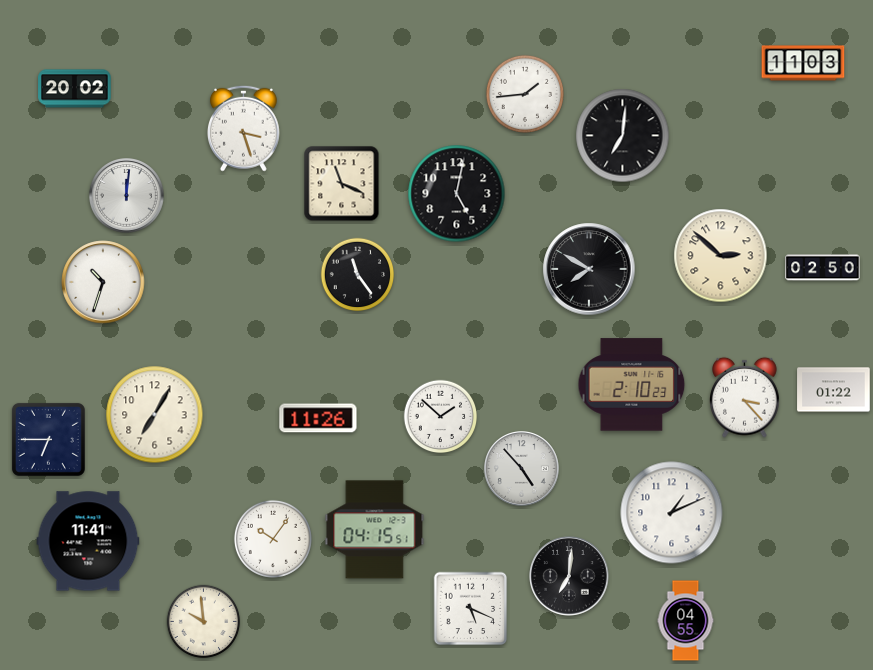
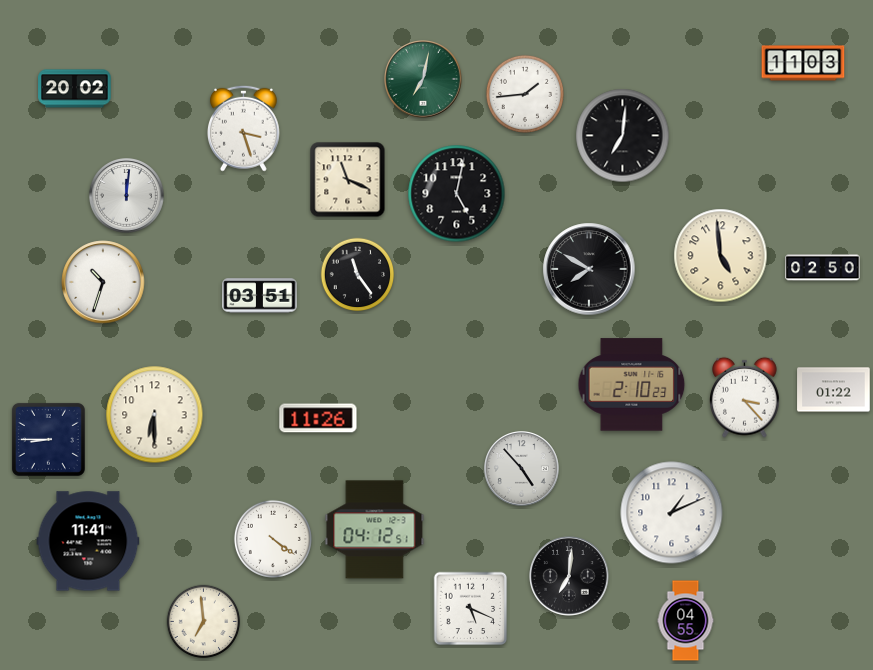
clock at (423, 79): none -> 7:02
clock at (342, 184) position: (342, 184) -> (348, 180)
clock at (721, 256): 2:52 -> 4:59
clock at (260, 296): none -> 03:51
clock at (155, 415): 7:05 -> 6:30
clock at (441, 417): 1:52 -> none
clock at (48, 439): 6:45 -> 8:45
clock at (375, 530): 04:15 -> 04:12
clock at (273, 539): 10:06 -> 4:21
clock at (204, 622): 9:59 -> 6:59
